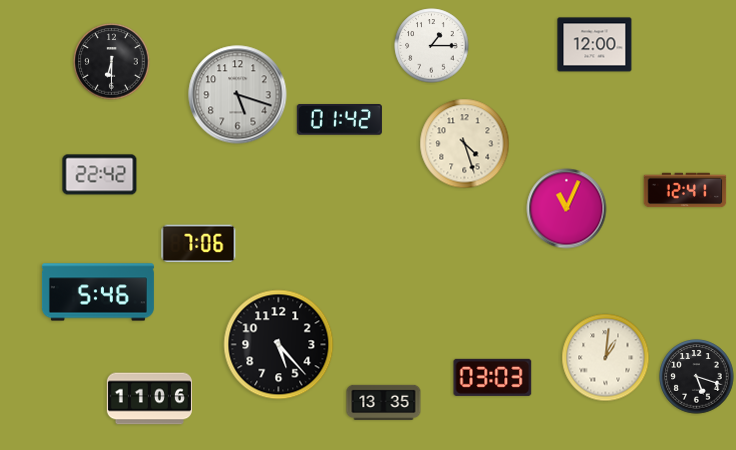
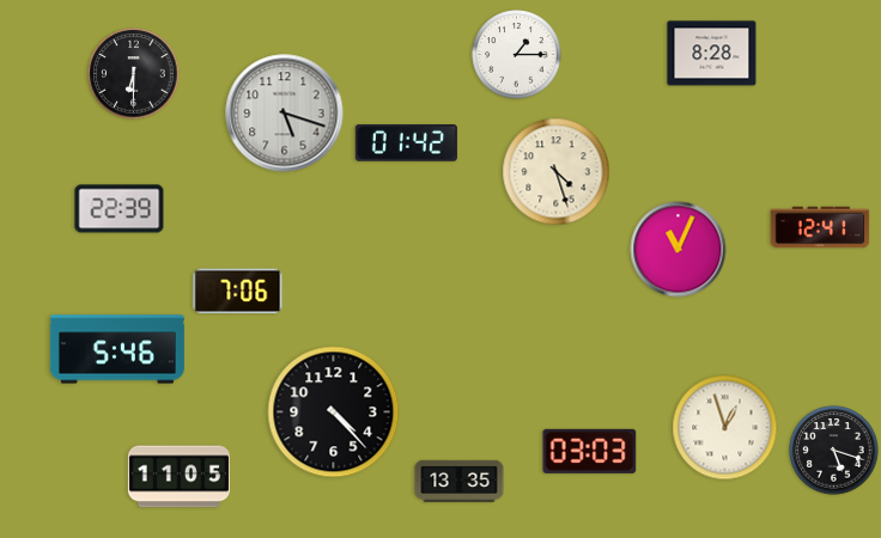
clock at (595, 45): 12:00 -> 8:28
clock at (100, 175): 22:42 -> 22:39
clock at (279, 345): 5:23 -> 4:23
clock at (606, 358): 1:01 -> 12:57
clock at (149, 399): 11:06 -> 11:05
